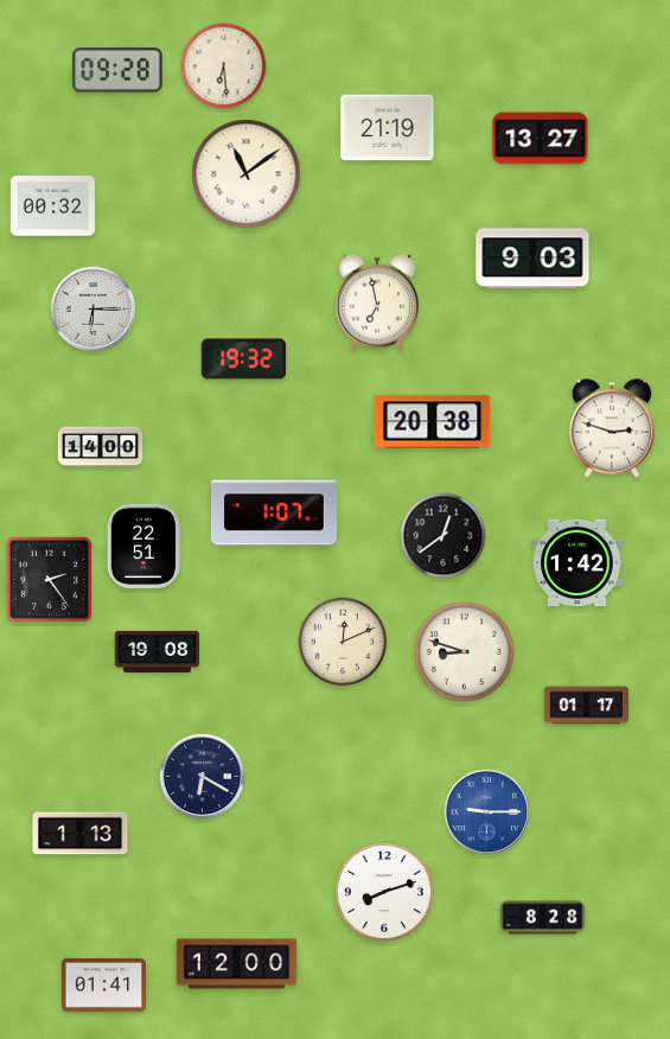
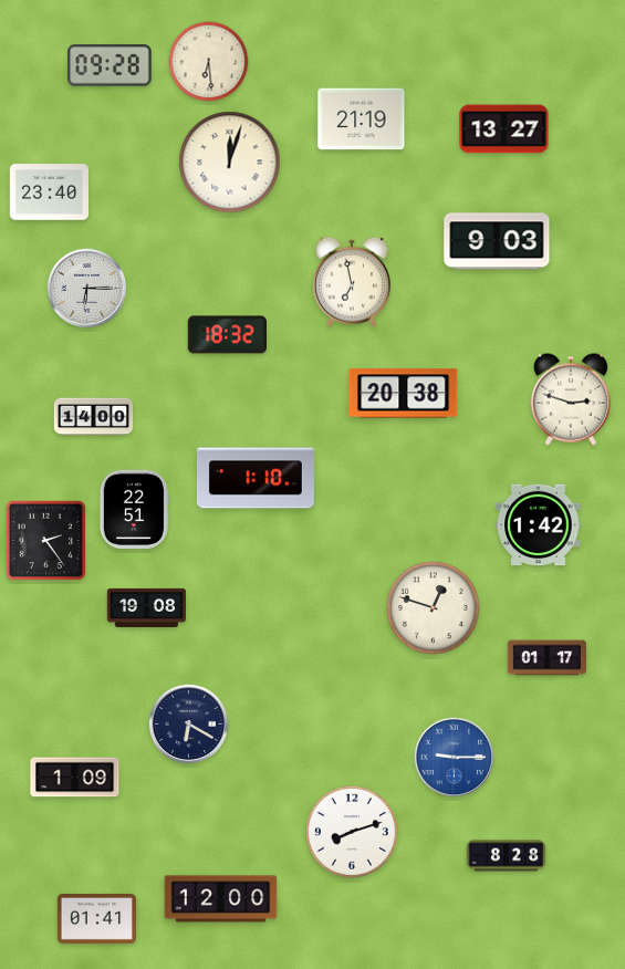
clock at (247, 174): 11:09 -> 12:03
clock at (52, 206): 00:32 -> 23:40
clock at (243, 359): 19:32 -> 18:32
clock at (274, 512): 1:07 -> 1:10
clock at (444, 536): 12:39 -> none
clock at (343, 642): 12:11 -> none
clock at (465, 652): 8:48 -> 12:48
clock at (81, 834): 1:13 -> 1:09
clock at (384, 892) position: (384, 892) -> (352, 832)
